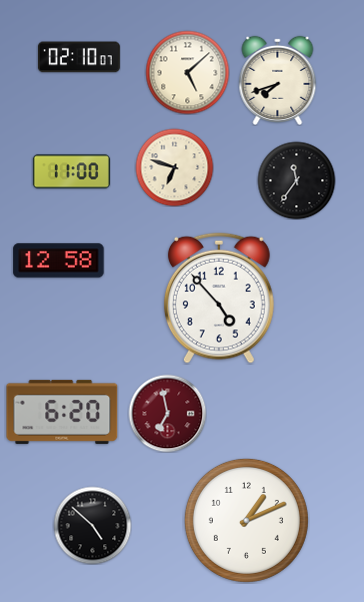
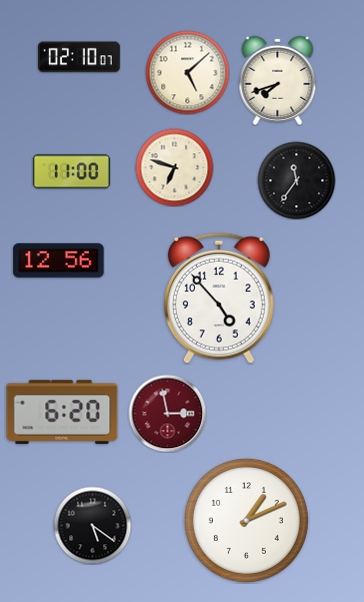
clock at (59, 261): 12:58 -> 12:56
clock at (167, 413): 6:58 -> 2:58
clock at (92, 525): 4:52 -> 5:21
